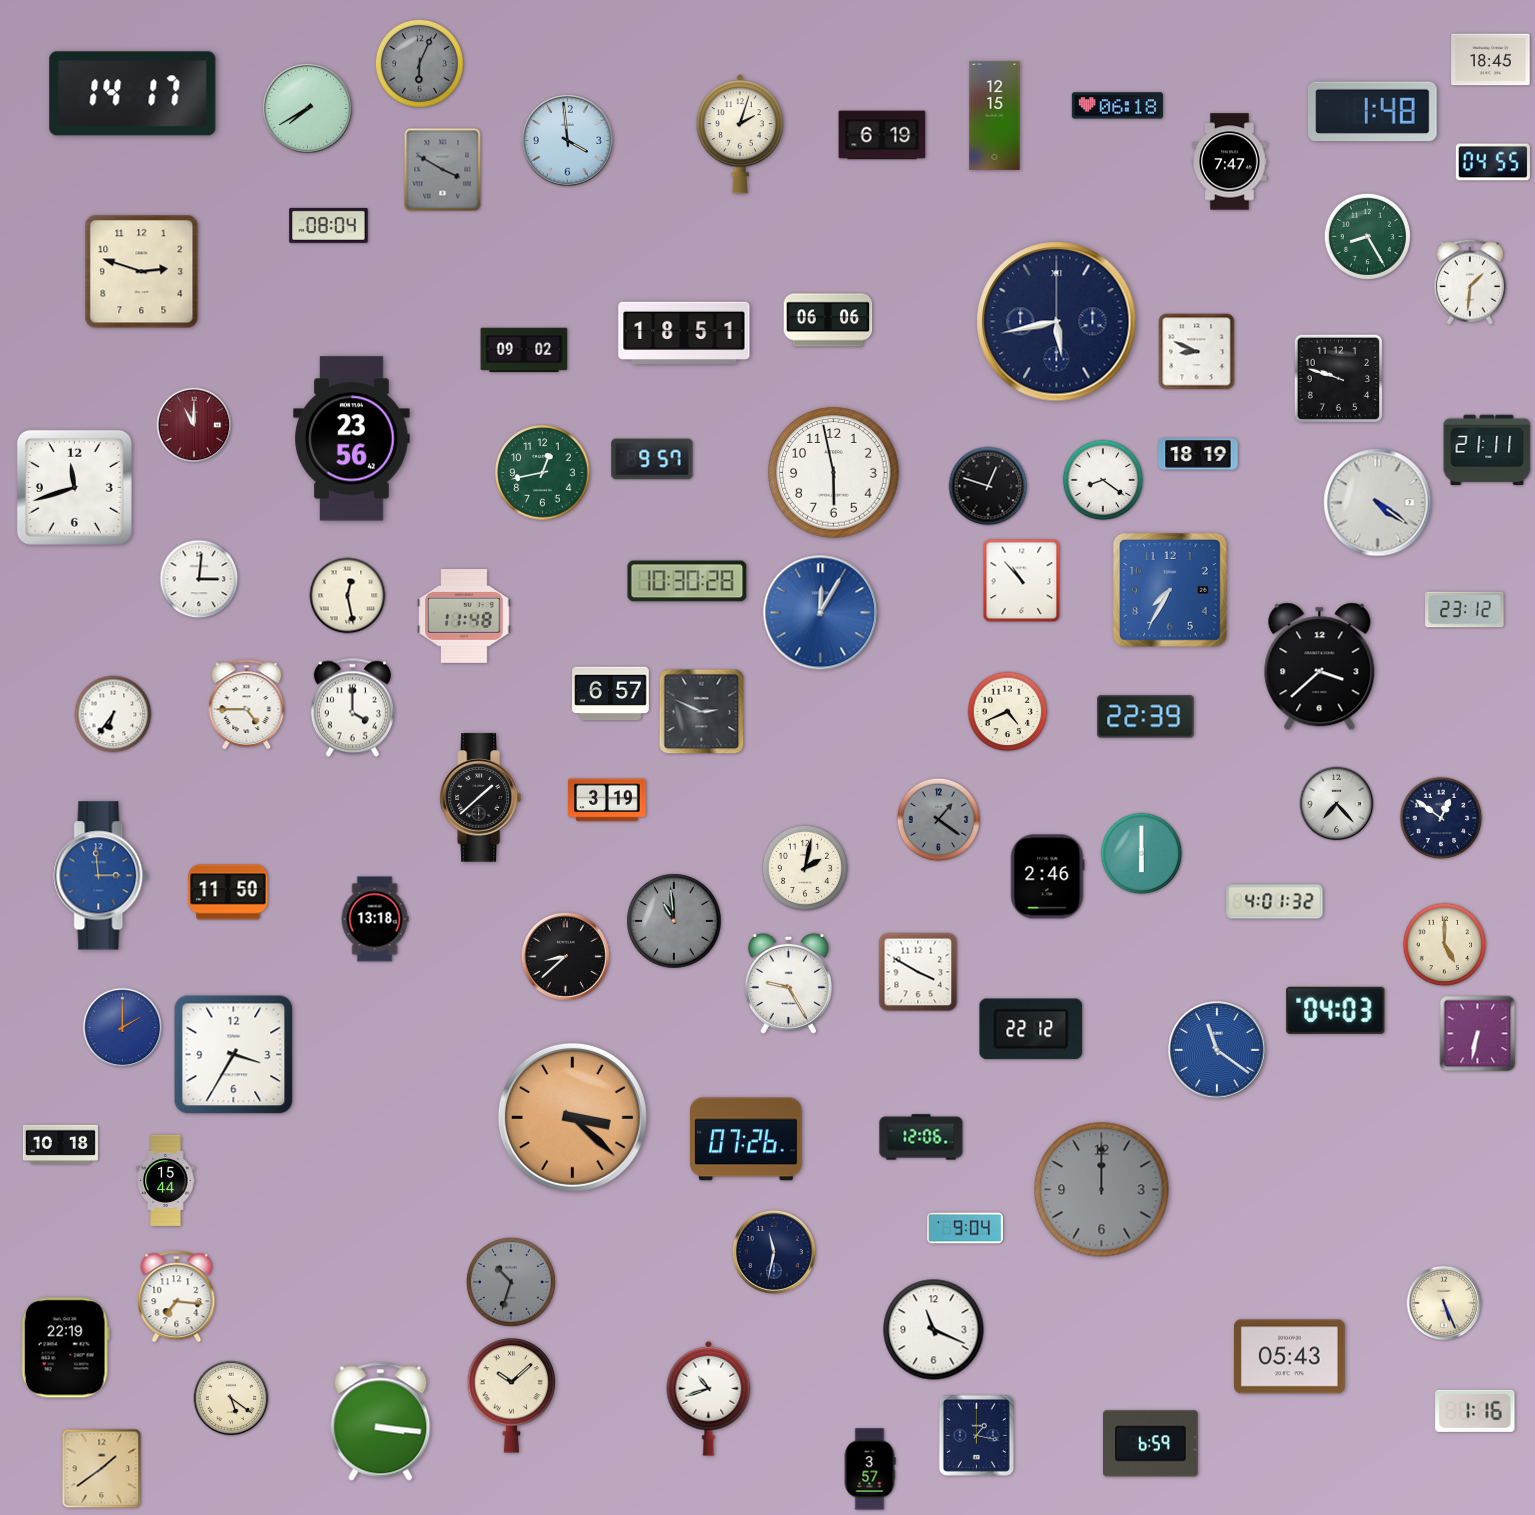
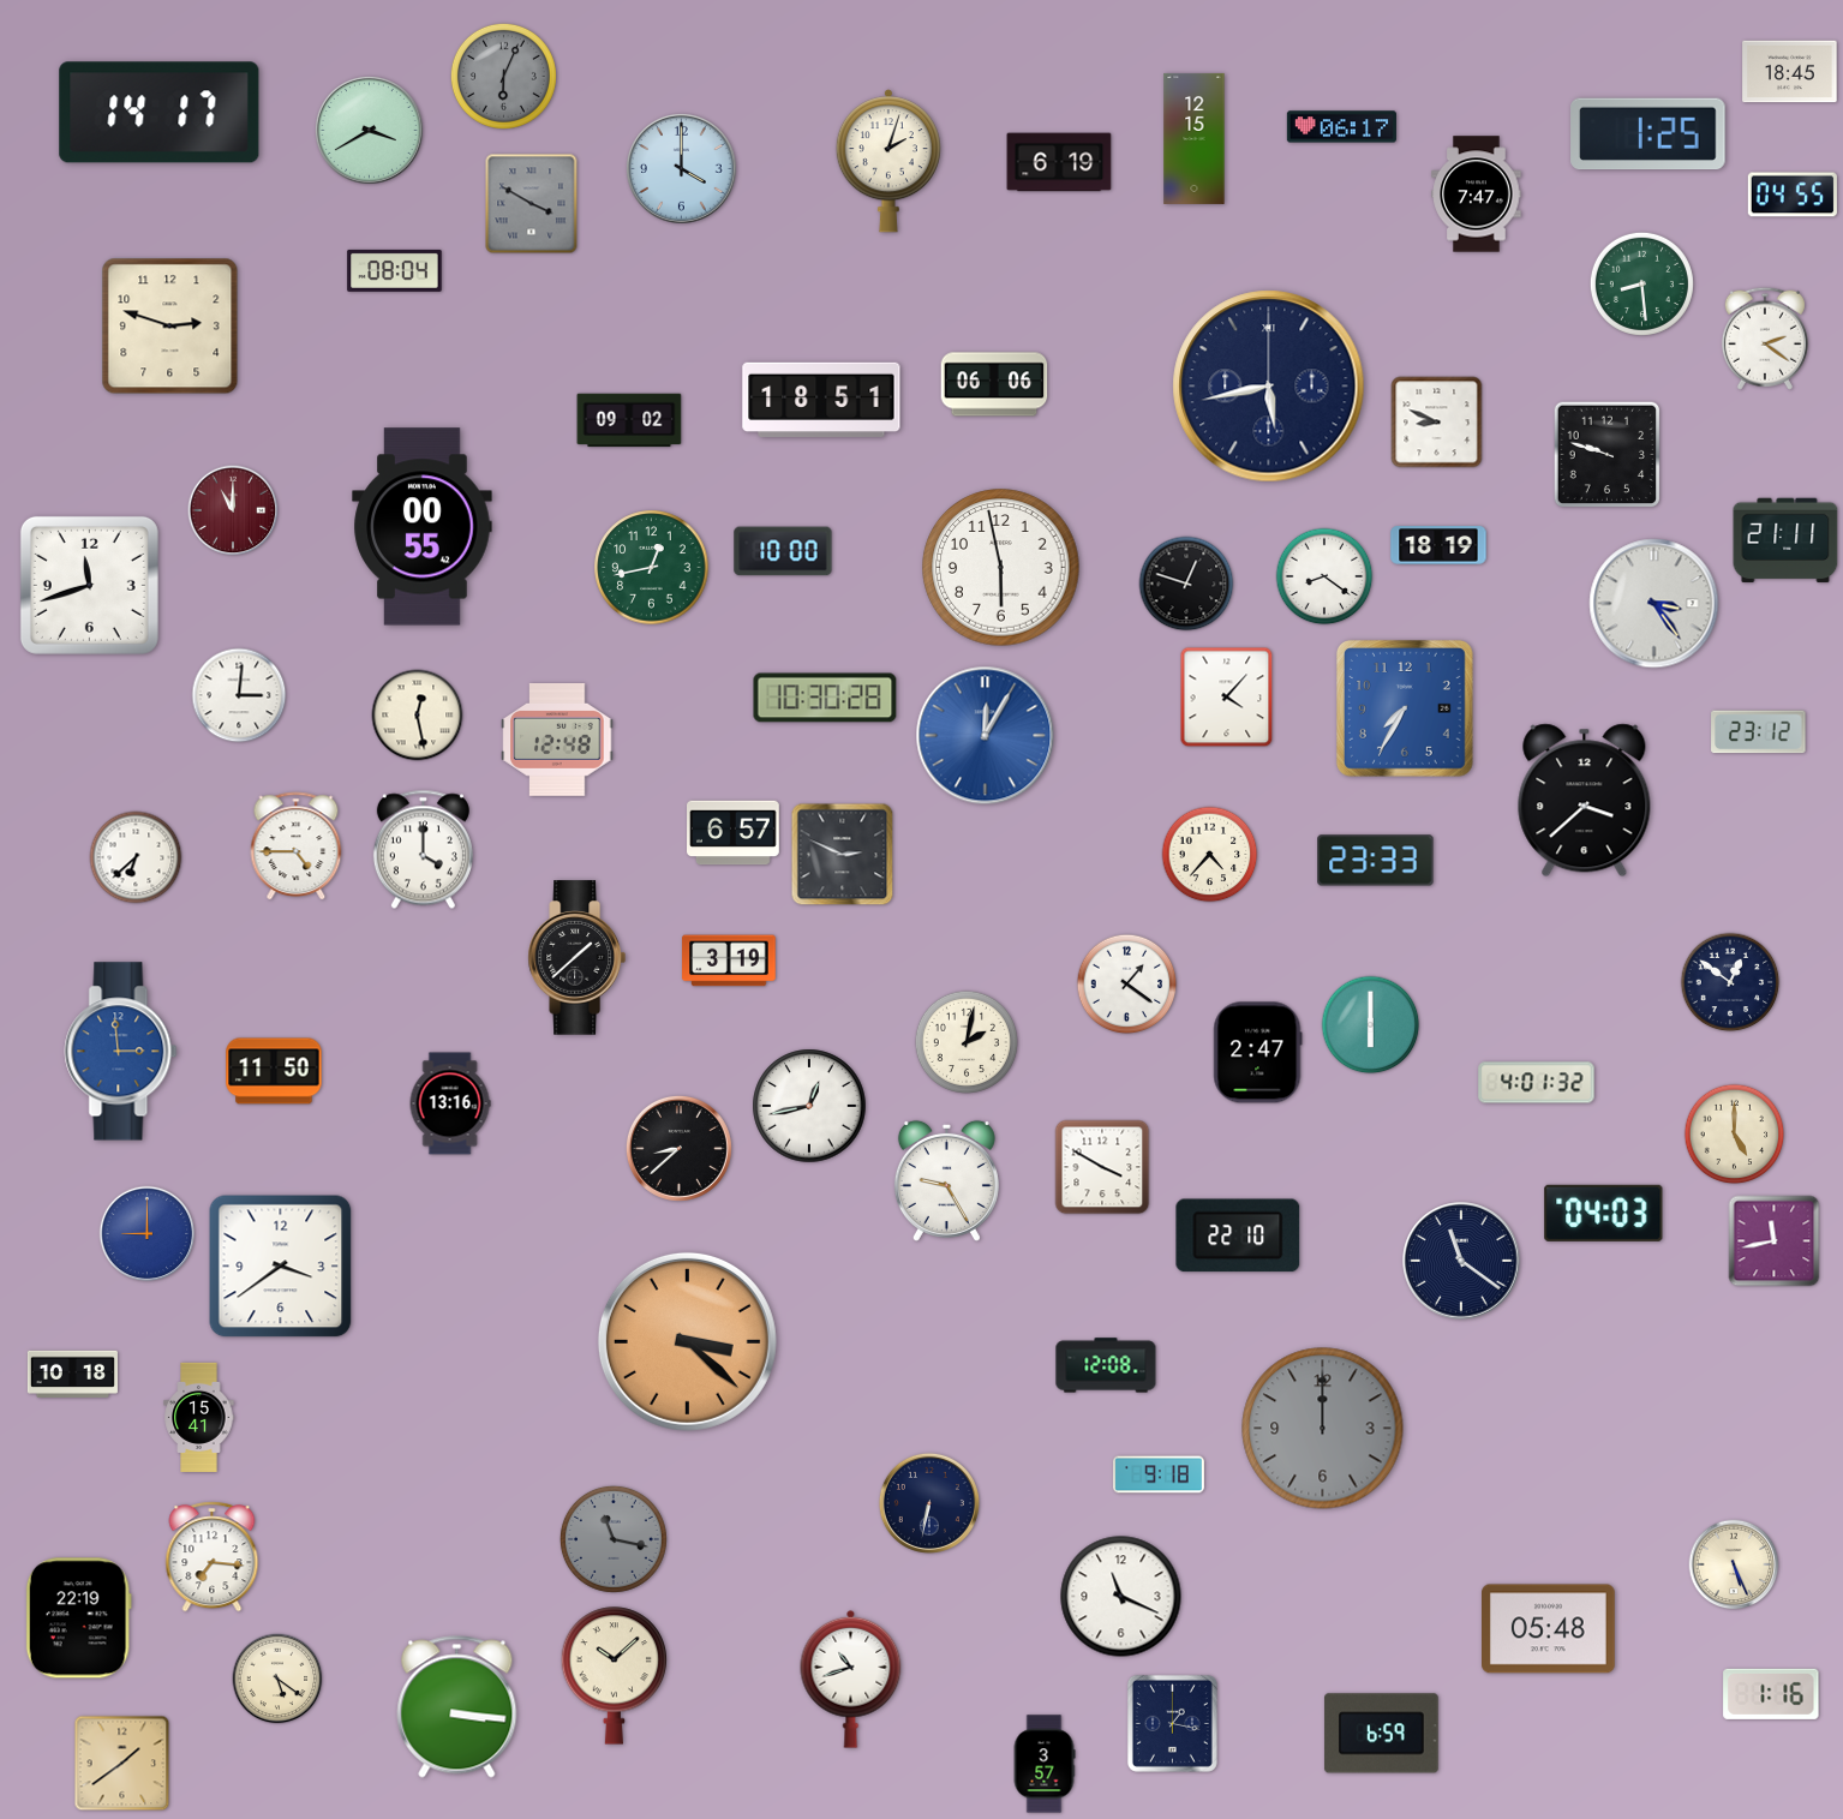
clock at (1117, 106): 06:18 -> 06:17
clock at (307, 108): 7:40 -> 3:40
clock at (1373, 112): 1:48 -> 1:25
clock at (568, 141): 3:59 -> 4:00
clock at (1367, 236): 8:25 -> 8:29
clock at (1470, 282): 1:31 -> 2:21
clock at (352, 439): 23:56 -> 00:55
clock at (652, 459): 9:57 -> 10:00
clock at (1378, 503): 4:21 -> 3:24
clock at (1022, 581): 10:53 -> 4:07
clock at (464, 617): 11:48 -> 12:48
clock at (1008, 712): 4:41 -> 4:37
clock at (113, 714): 6:36 -> 6:38
clock at (1146, 717): 22:39 -> 23:33
clock at (1337, 804): 7:23 -> none
clock at (939, 820) dial: grey -> white
clock at (1048, 877): 2:46 -> 2:47
clock at (1275, 902) position: (1275, 902) -> (1537, 1083)
clock at (375, 919): 13:18 -> 13:16
clock at (674, 921): 10:59 -> 12:43
clock at (674, 921) dial: grey -> white
clock at (123, 1028): 2:00 -> 9:00
clock at (1031, 1029): 22:12 -> 22:10
clock at (1478, 1034): 6:32 -> 11:43
clock at (1217, 1050) dial: blue -> navy
clock at (234, 1055): 3:35 -> 3:39
clock at (921, 1137): 12:06 -> 12:08
clock at (746, 1139): 07:26 -> none
clock at (166, 1180): 15:44 -> 15:41
clock at (965, 1228): 9:04 -> 9:18
clock at (774, 1252): 11:32 -> 6:32
clock at (511, 1282): 10:33 -> 11:17
clock at (1290, 1357): 05:43 -> 05:48
